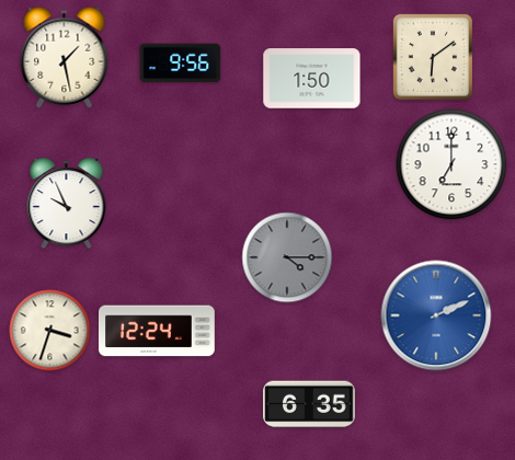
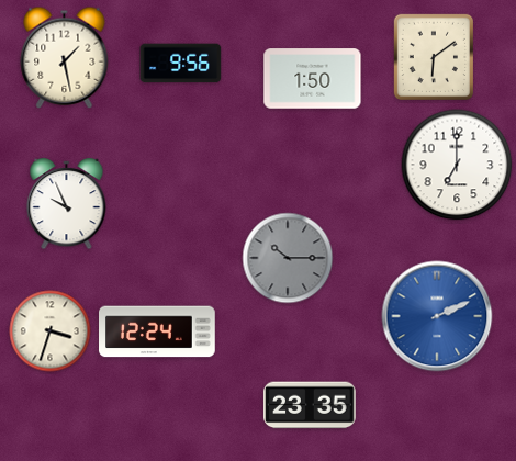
clock at (451, 164) position: (451, 164) -> (457, 165)
clock at (287, 257): 4:15 -> 10:15
clock at (309, 404): 6:35 -> 23:35
